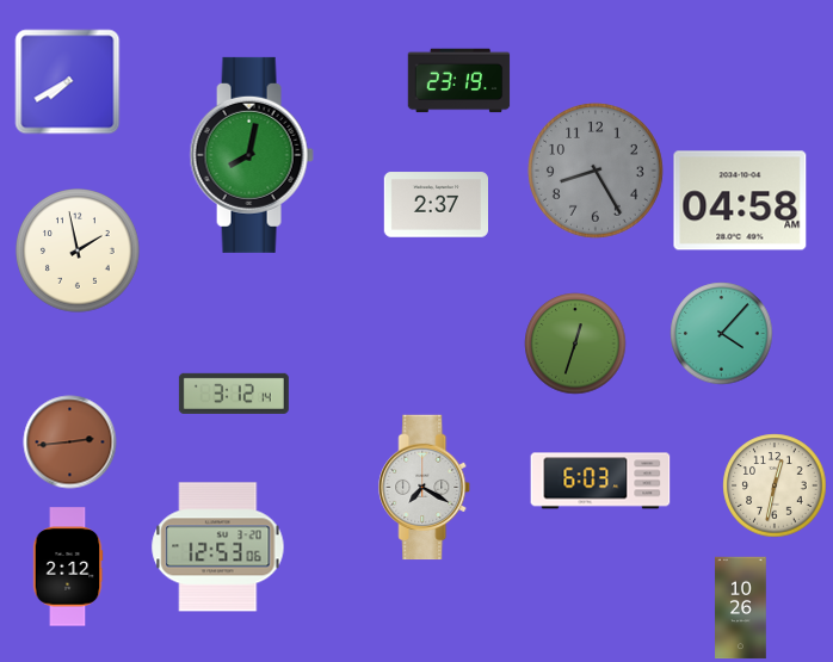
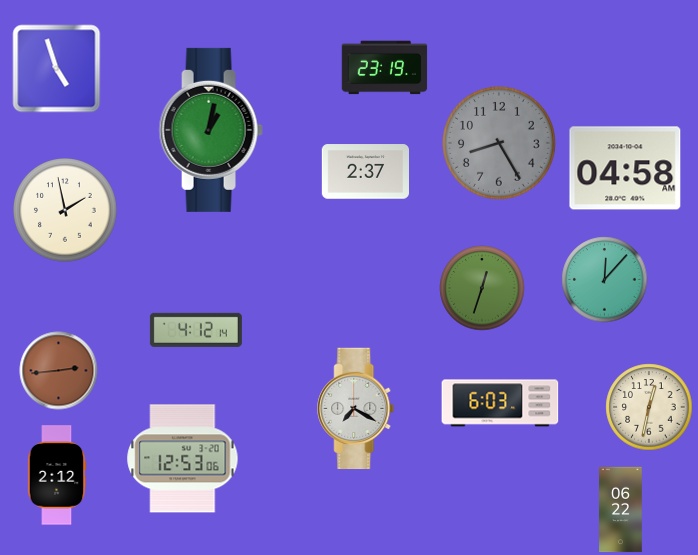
clock at (68, 82): 7:40 -> 4:57
clock at (252, 155): 8:02 -> 1:02
clock at (740, 200) position: (740, 200) -> (625, 168)
clock at (722, 334): 4:07 -> 12:07
clock at (234, 394): 3:12 -> 4:12
clock at (600, 481) position: (600, 481) -> (500, 403)
clock at (741, 608): 10:26 -> 06:22
